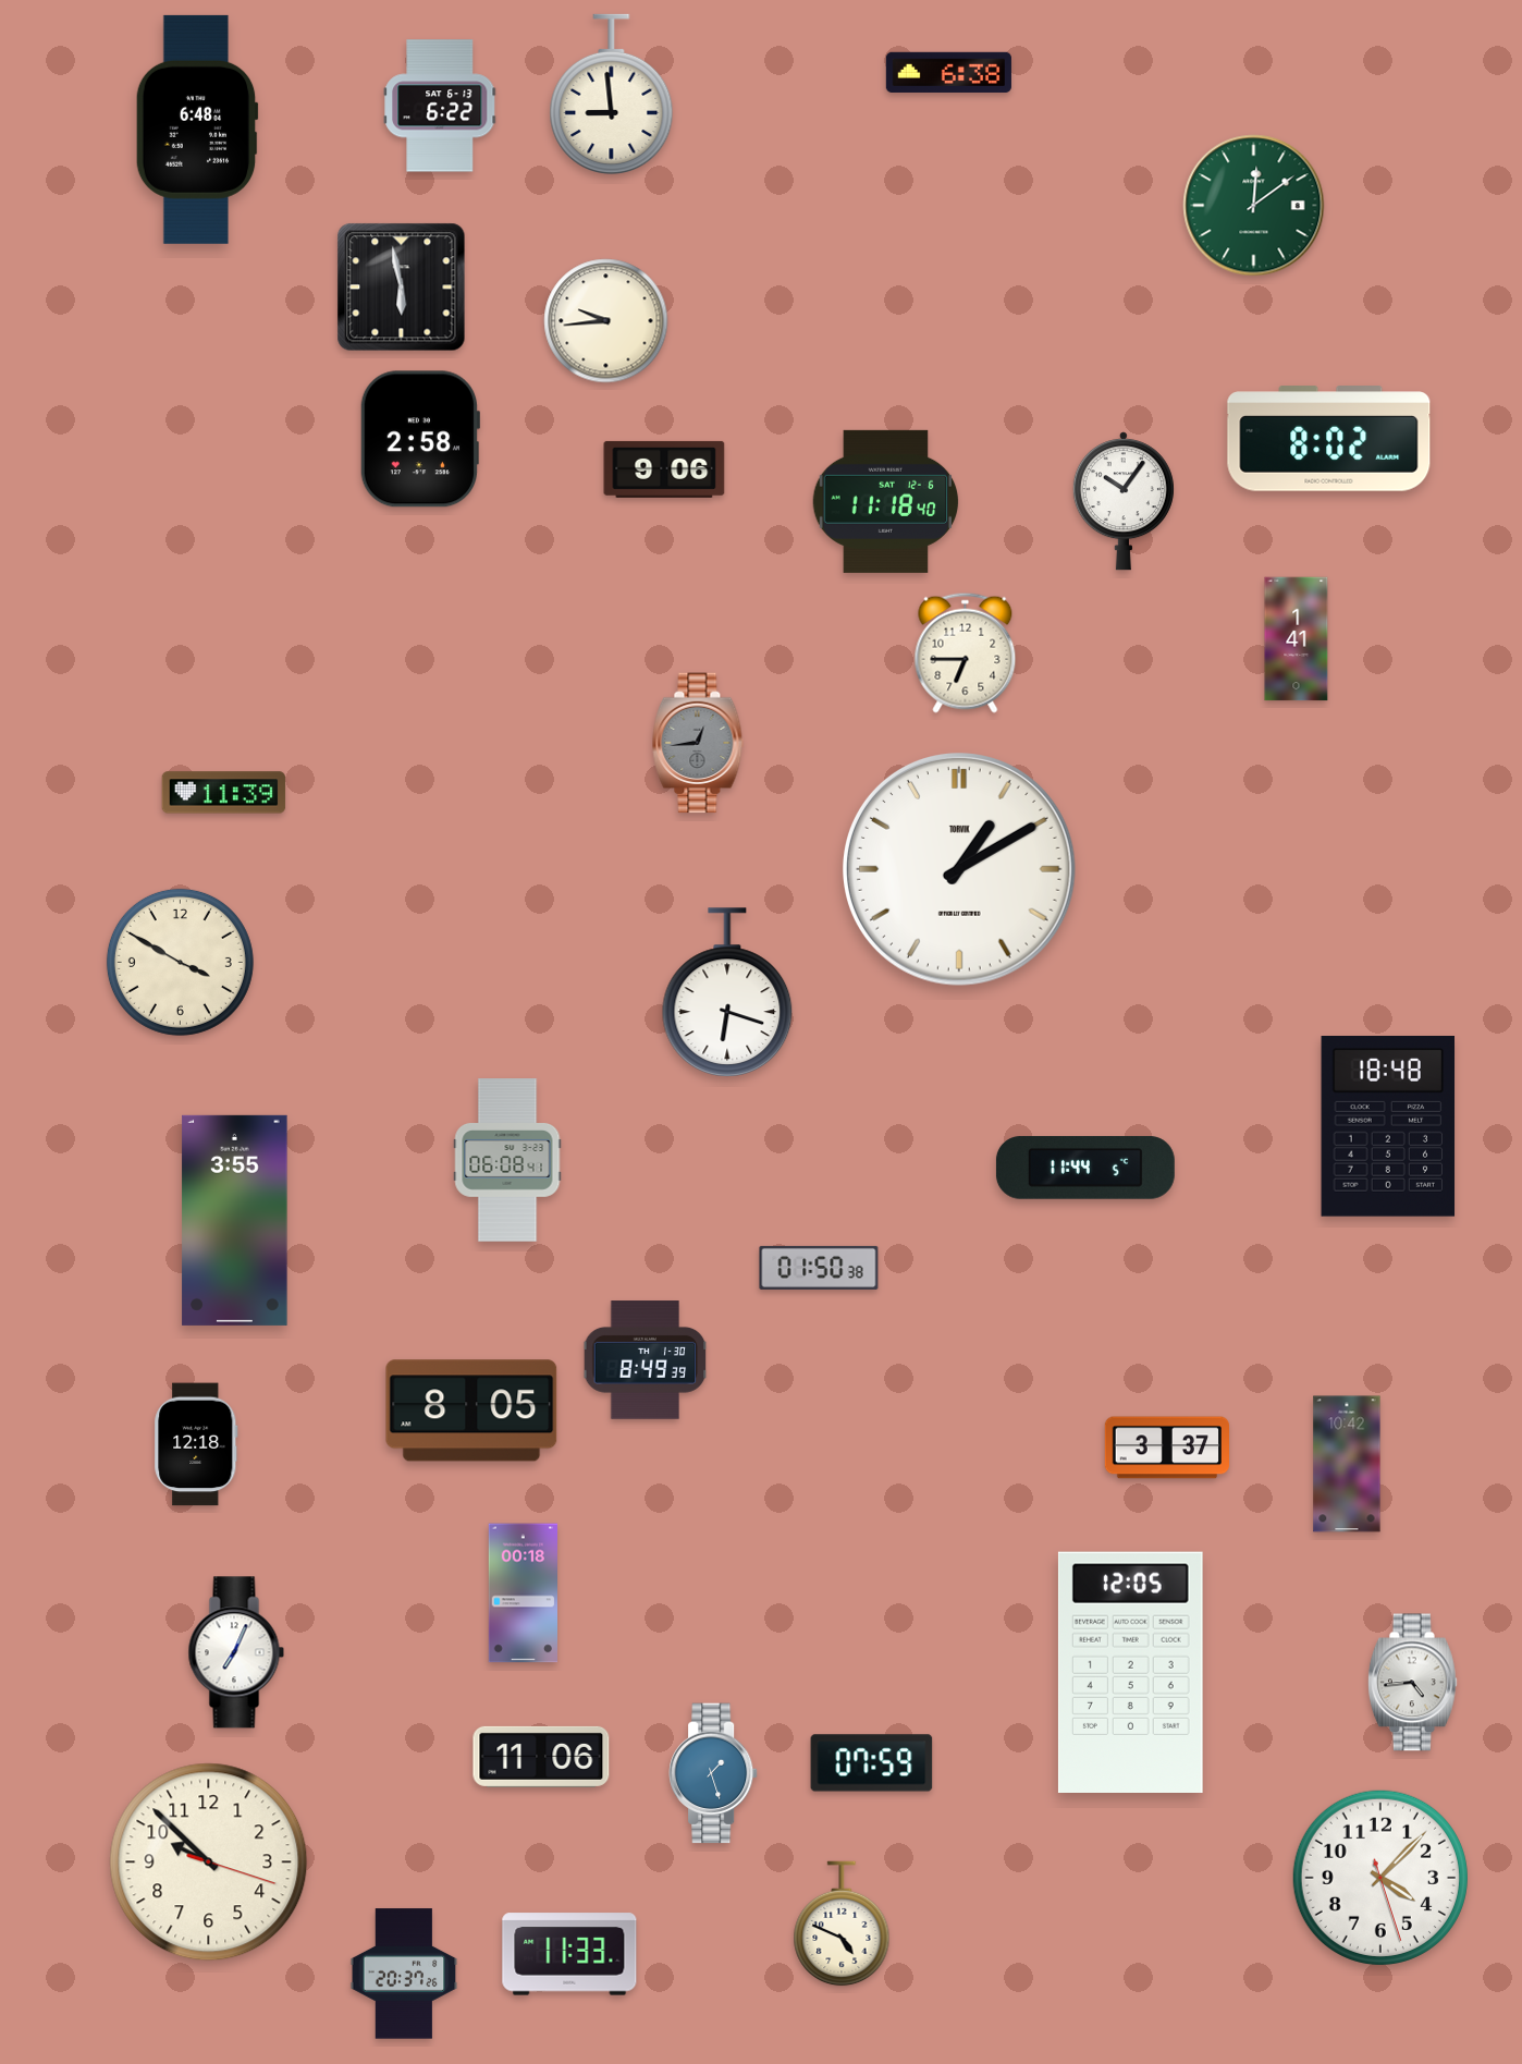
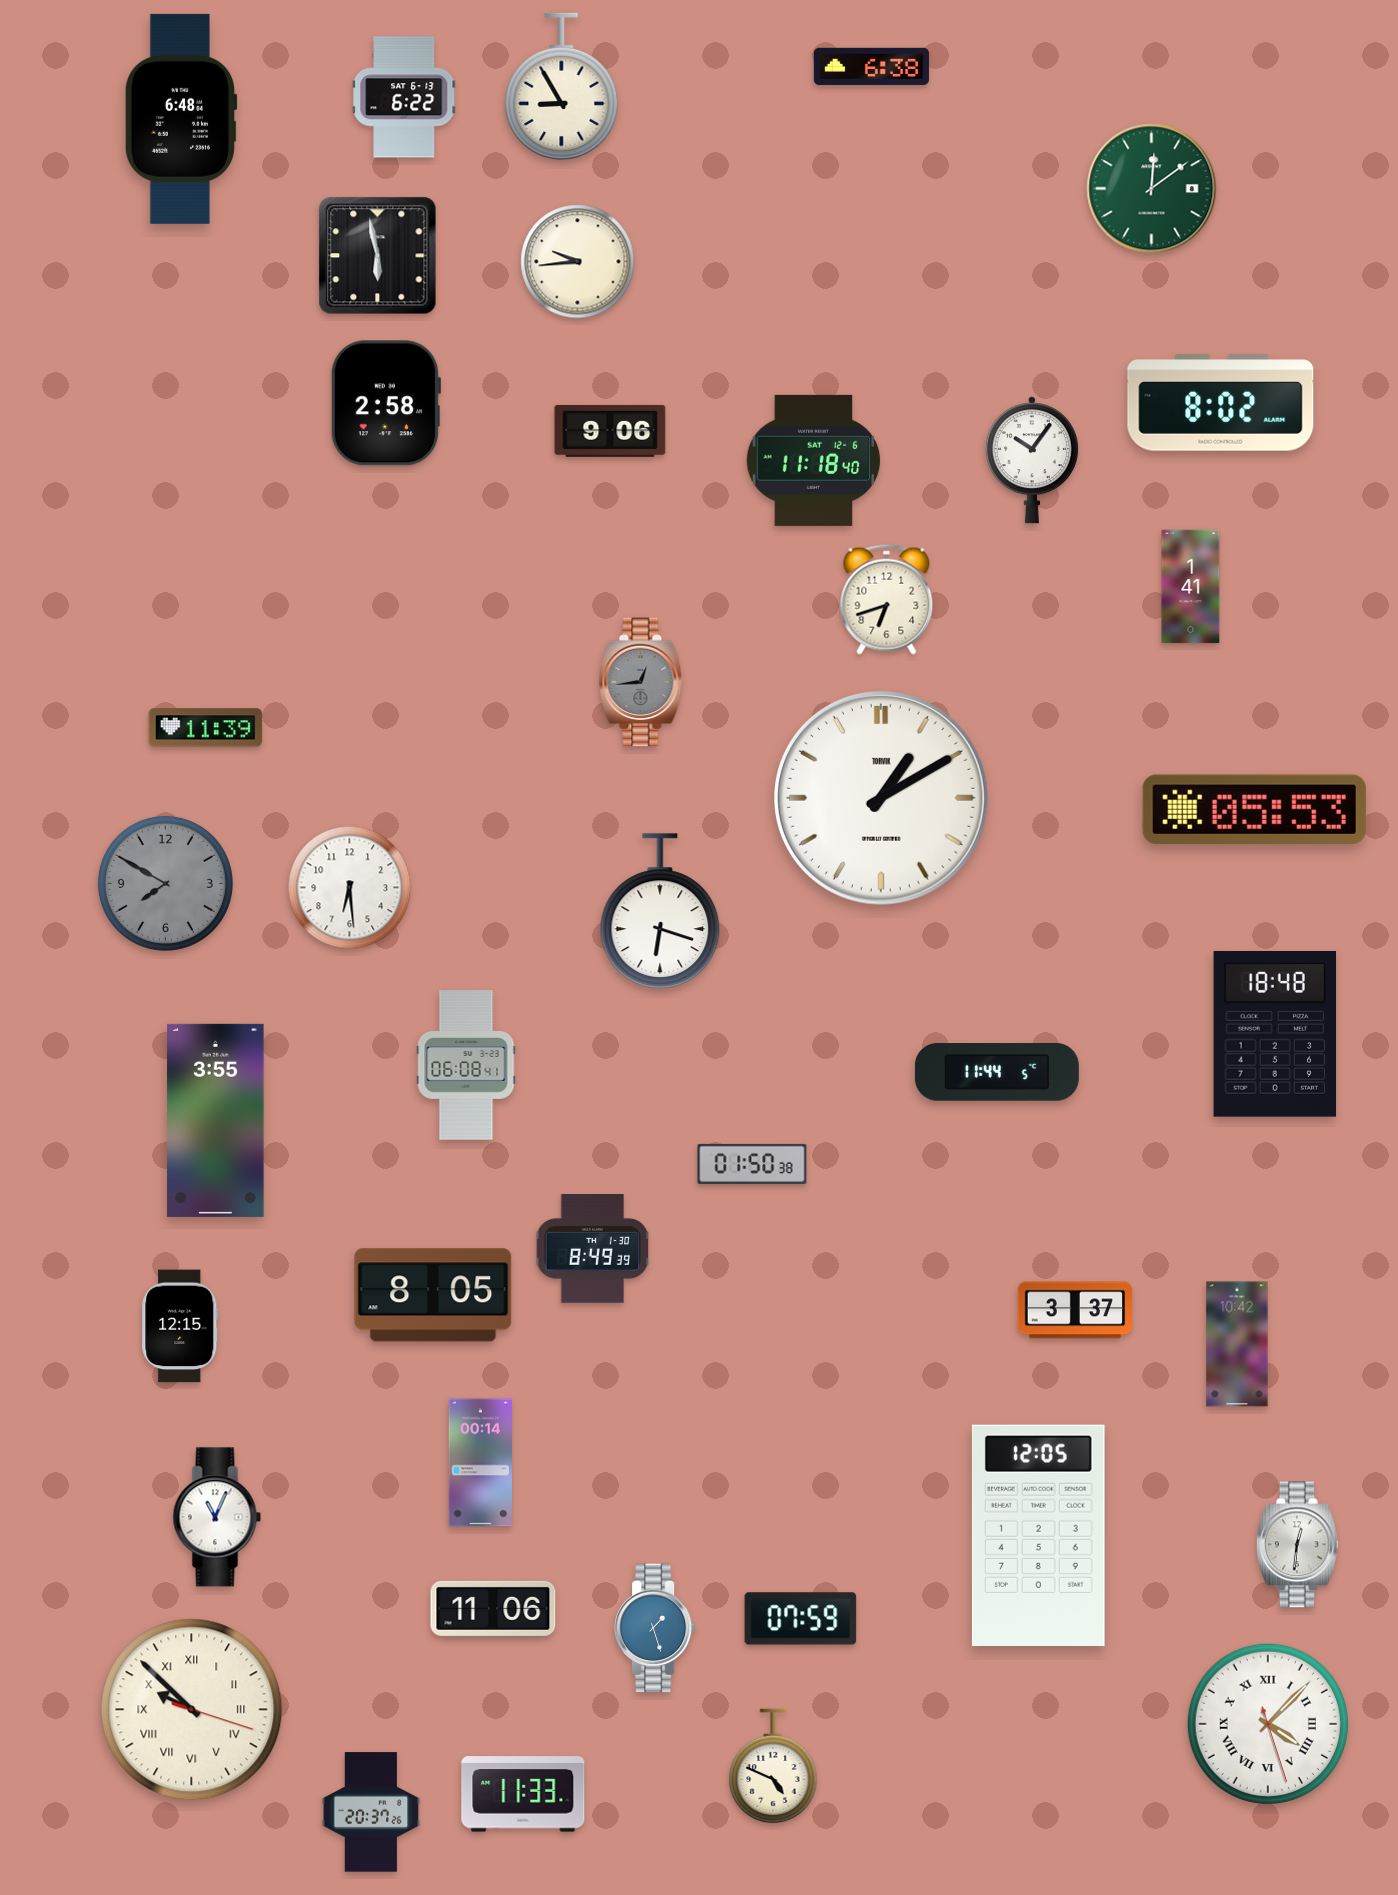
clock at (612, 94): 8:59 -> 8:55
clock at (402, 288) position: (402, 288) -> (378, 256)
clock at (606, 321) position: (606, 321) -> (578, 262)
clock at (966, 652): 6:45 -> 6:42
clock at (1254, 809): none -> 05:53
clock at (180, 962): 3:50 -> 7:50
clock at (180, 962) dial: cream -> grey
clock at (350, 888): none -> 6:29
clock at (727, 992) position: (727, 992) -> (660, 911)
clock at (196, 1444): 12:18 -> 12:15
clock at (1167, 1448) position: (1167, 1448) -> (1075, 1310)
clock at (524, 1593): 00:18 -> 00:14
clock at (236, 1652): 7:04 -> 11:04
clock at (1412, 1683): 4:44 -> 12:31
clock at (541, 1757) position: (541, 1757) -> (493, 1609)
clock at (209, 1863) numerals: Arabic -> Roman
clock at (1380, 1878) numerals: Arabic -> Roman
